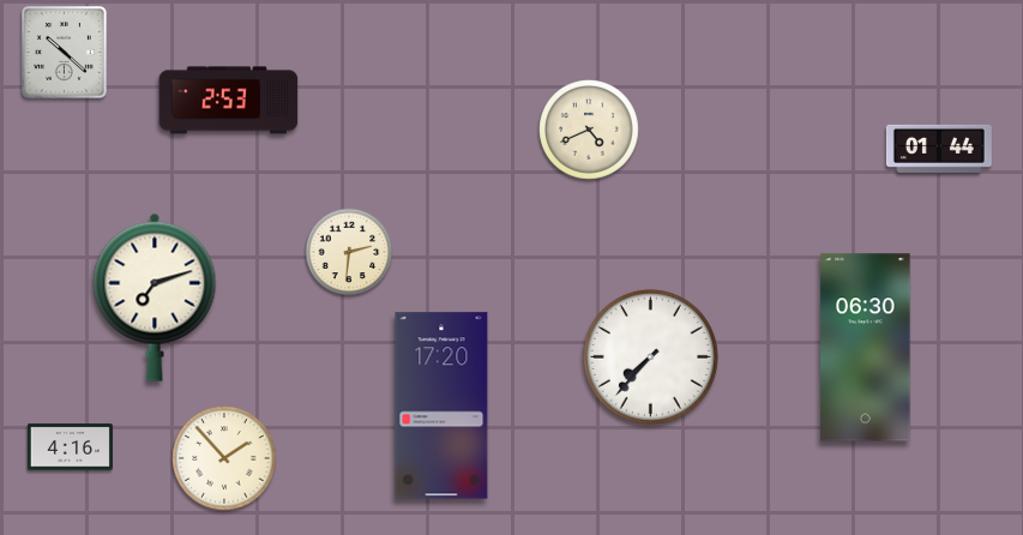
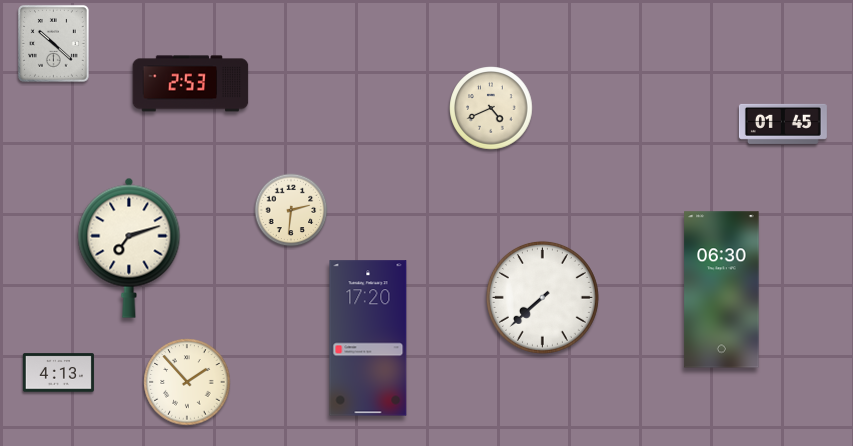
clock at (939, 149): 01:44 -> 01:45
clock at (650, 356): 7:37 -> 7:38
clock at (70, 447): 4:16 -> 4:13
